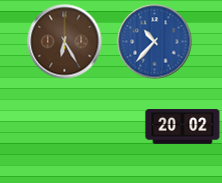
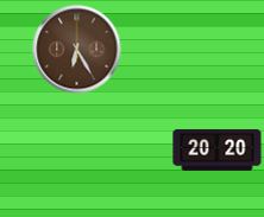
clock at (155, 42): 10:37 -> none
clock at (183, 127): 20:02 -> 20:20
